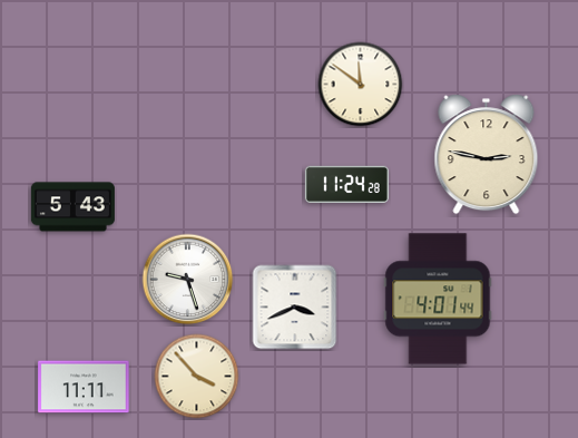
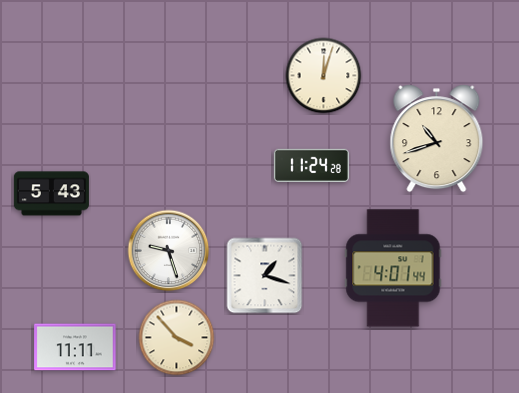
clock at (361, 85): 11:51 -> 12:03
clock at (487, 155): 2:47 -> 10:42
clock at (72, 207) position: (72, 207) -> (51, 194)
clock at (295, 308): 3:41 -> 1:18
